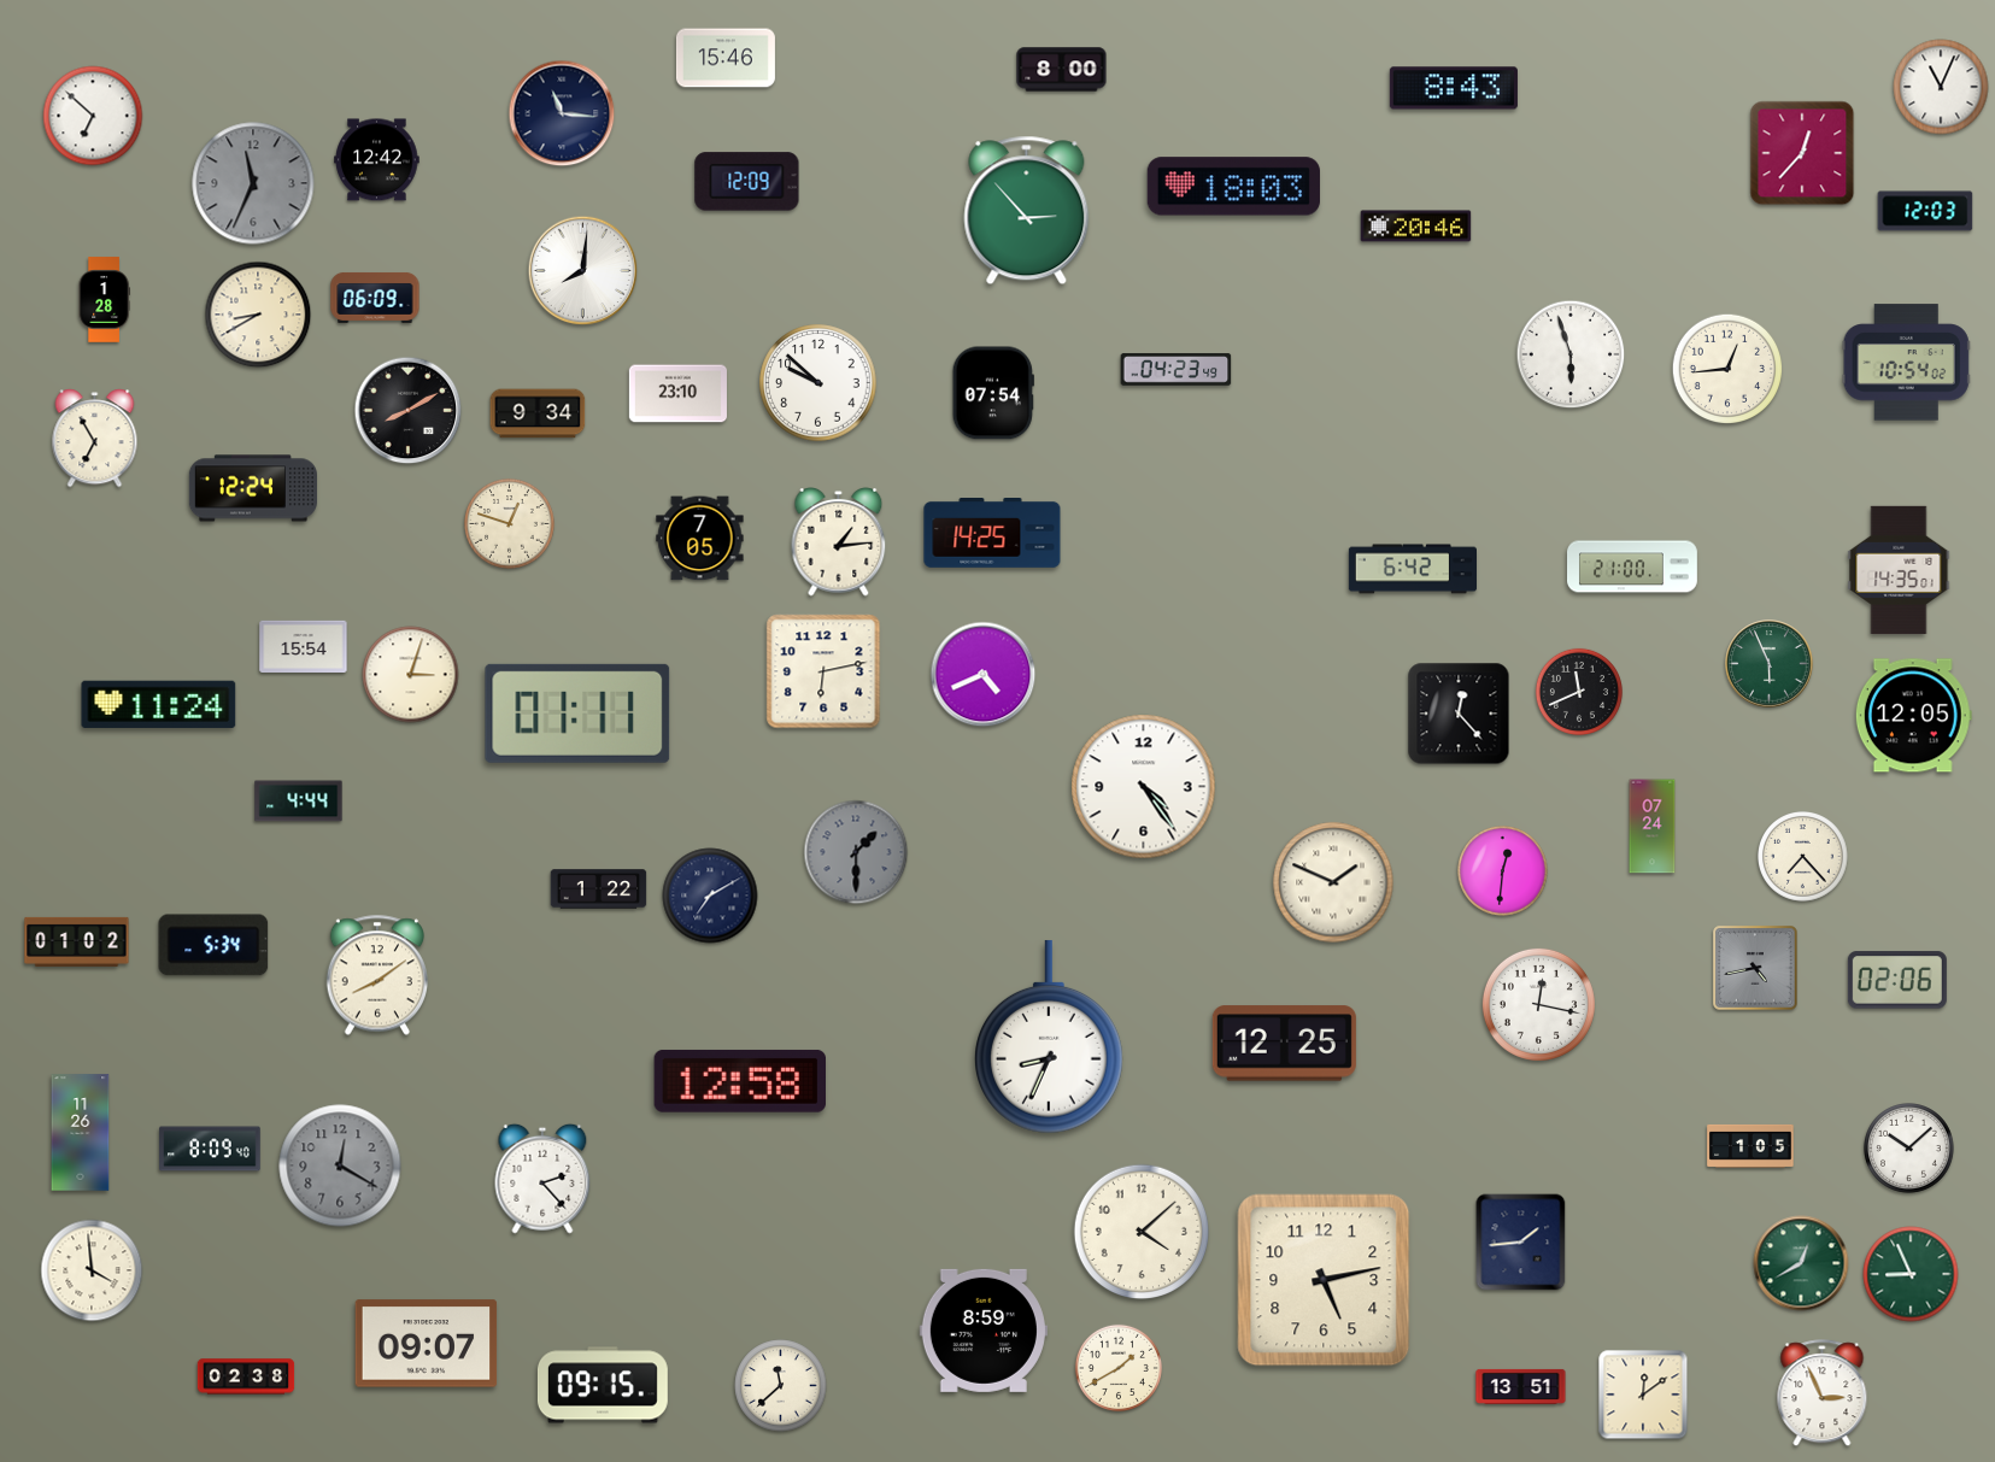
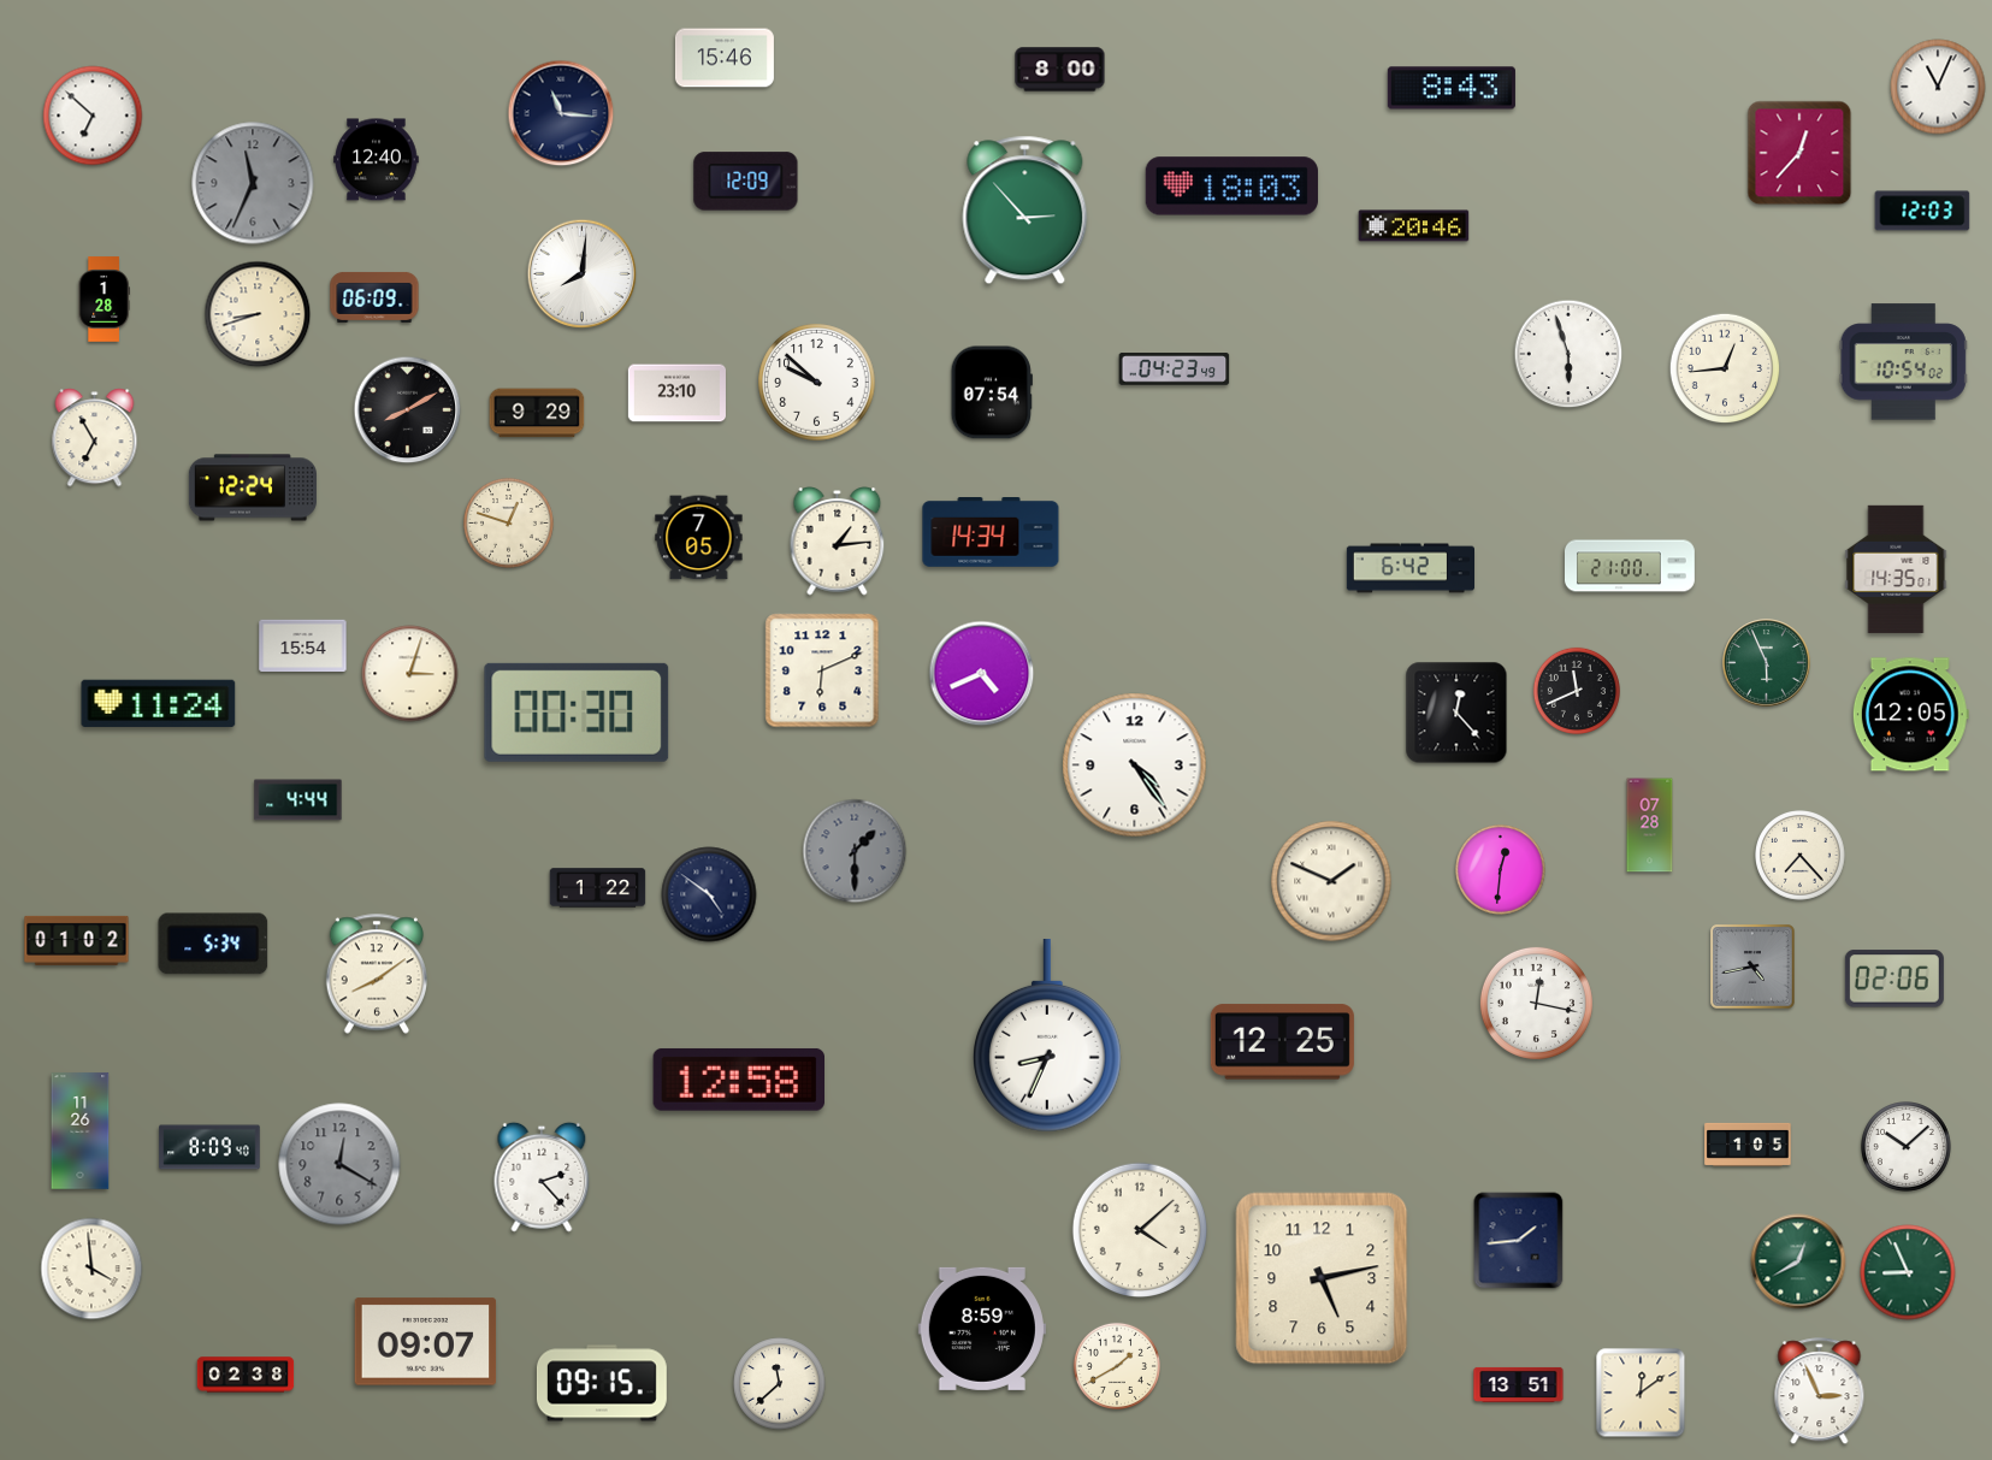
clock at (377, 160): 12:42 -> 12:40
clock at (583, 271) position: (583, 271) -> (583, 274)
clock at (258, 315): 8:40 -> 8:42
clock at (538, 413): 9:34 -> 9:29
clock at (992, 534): 14:25 -> 14:34
clock at (823, 671): 6:13 -> 6:11
clock at (577, 714): 01:11 -> 00:30
clock at (1144, 787) position: (1144, 787) -> (1135, 766)
clock at (1653, 827): 07:24 -> 07:28
clock at (710, 896): 7:10 -> 4:51
